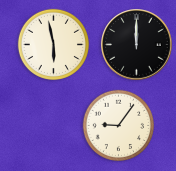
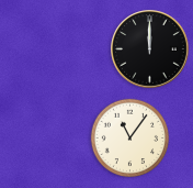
clock at (54, 45): 5:58 -> none
clock at (119, 126): 9:06 -> 11:06
